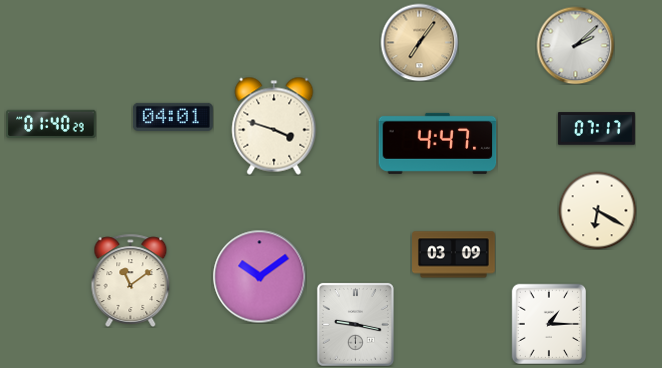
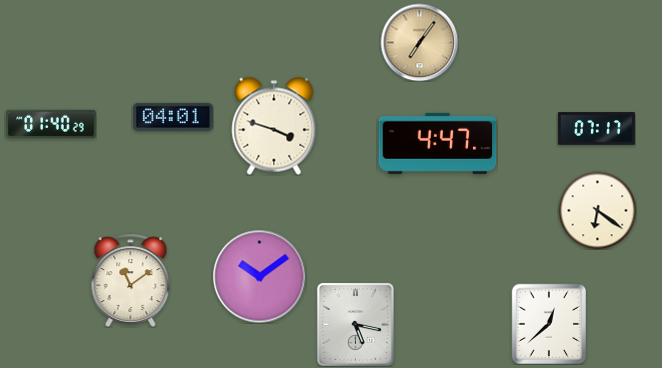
clock at (575, 45): 2:08 -> none
clock at (597, 210): 6:20 -> 6:21
clock at (454, 255): 03:09 -> none
clock at (548, 323): 1:15 -> 12:38
clock at (355, 324): 9:17 -> 5:17
